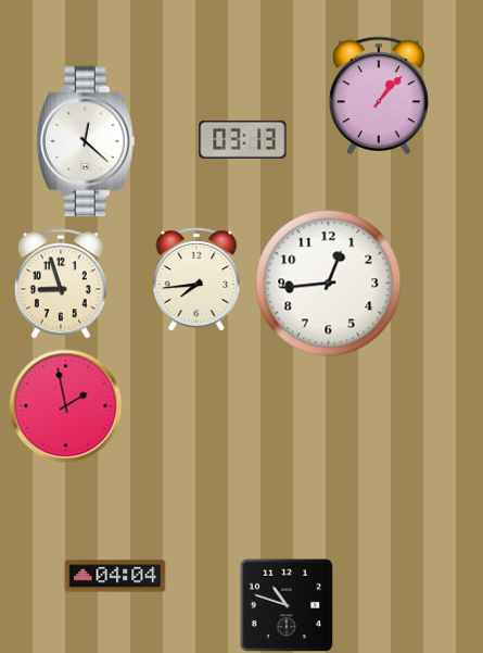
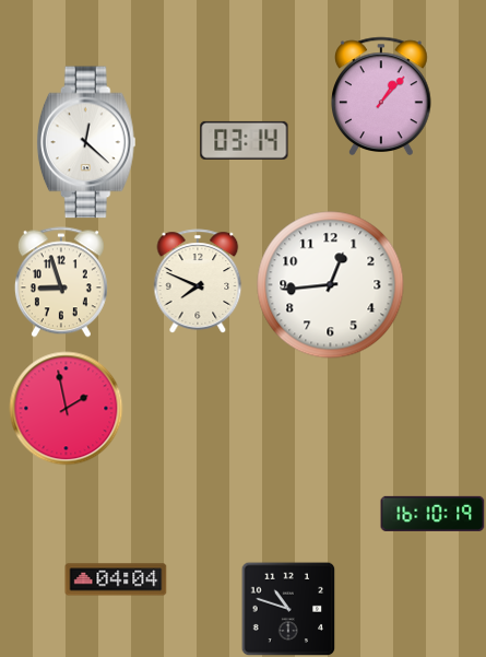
clock at (243, 139): 03:13 -> 03:14
clock at (196, 279): 7:44 -> 7:49
clock at (61, 284) position: (61, 284) -> (61, 282)
clock at (432, 514): none -> 16:10
